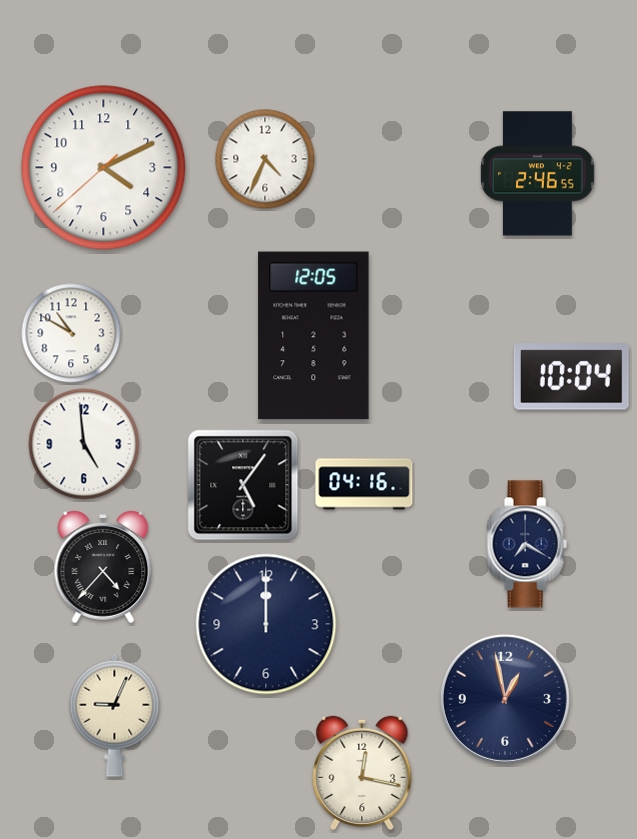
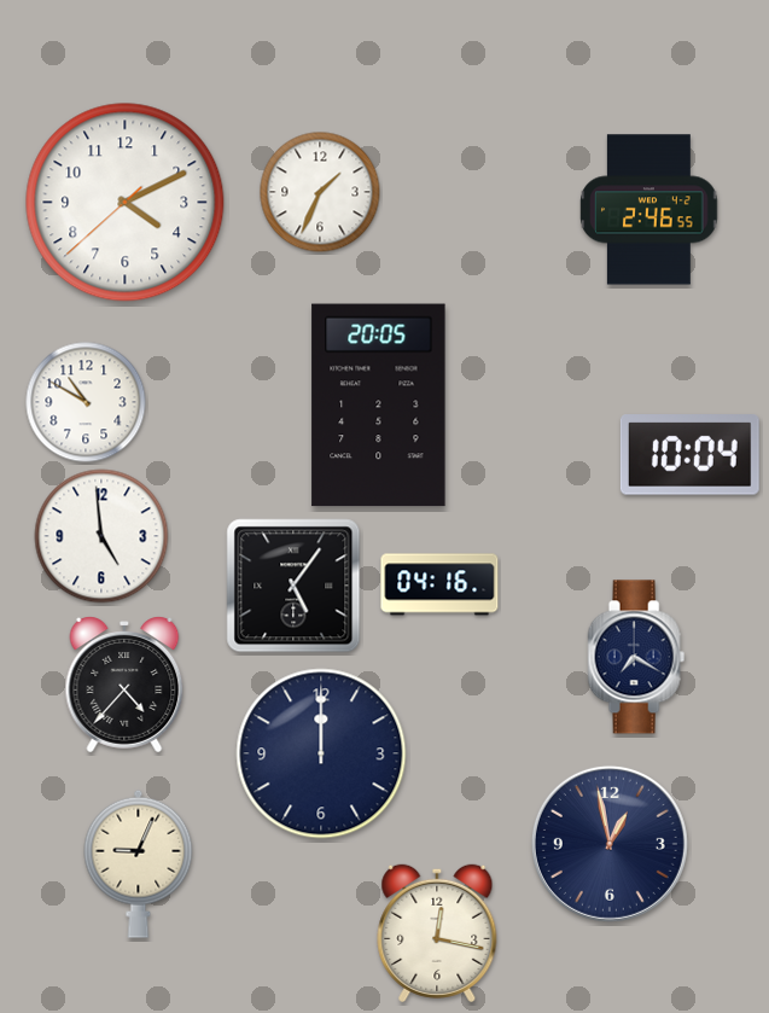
clock at (265, 159): 4:34 -> 1:34
clock at (314, 336): 12:05 -> 20:05
